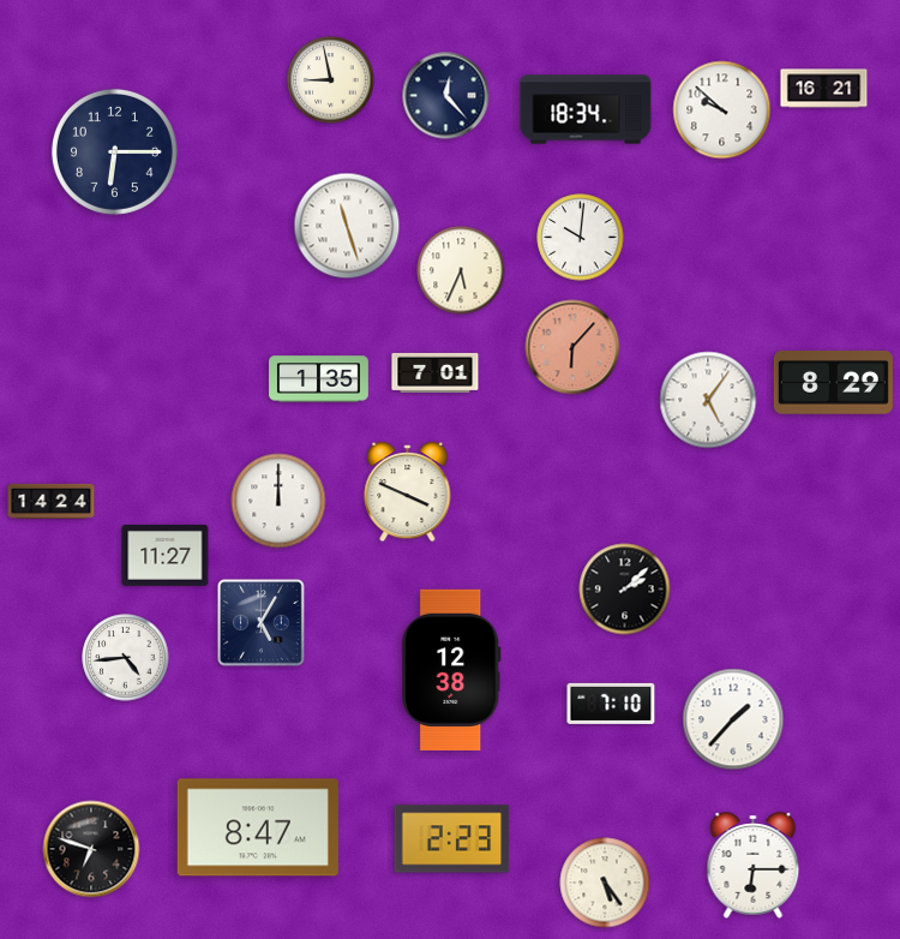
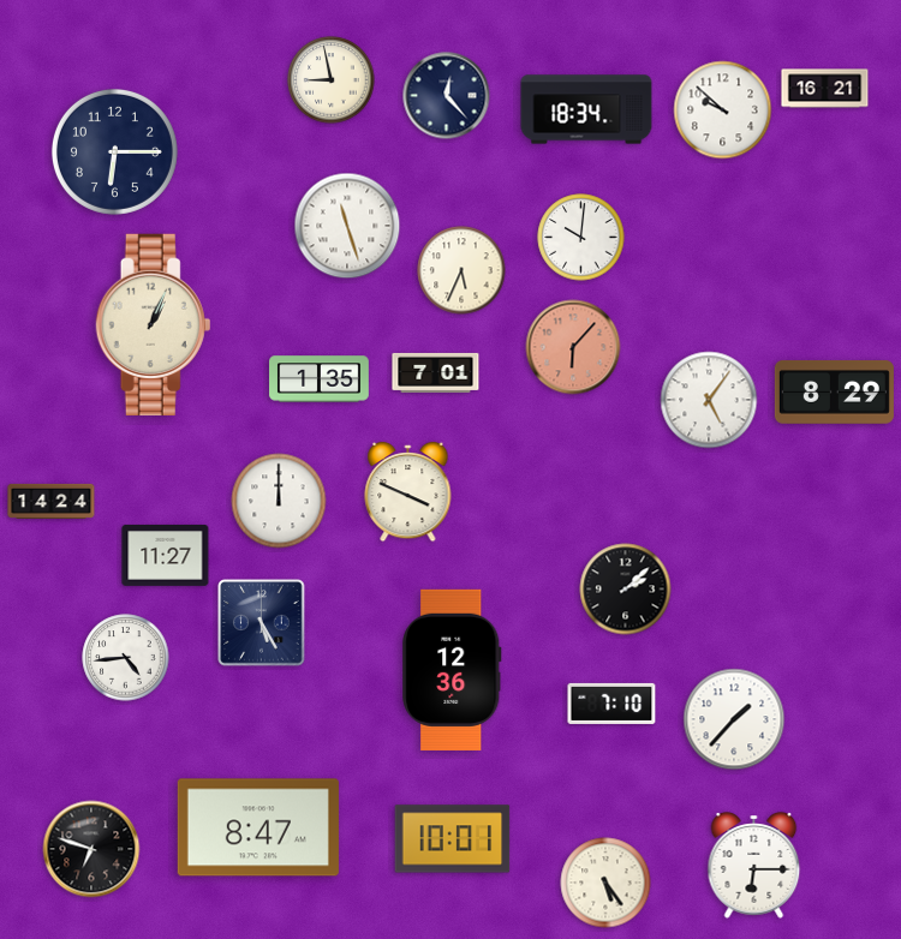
clock at (154, 324): none -> 1:04
clock at (833, 382) position: (833, 382) -> (834, 391)
clock at (262, 623): 5:05 -> 5:25
clock at (451, 670): 12:38 -> 12:36
clock at (452, 839): 2:23 -> 10:01
